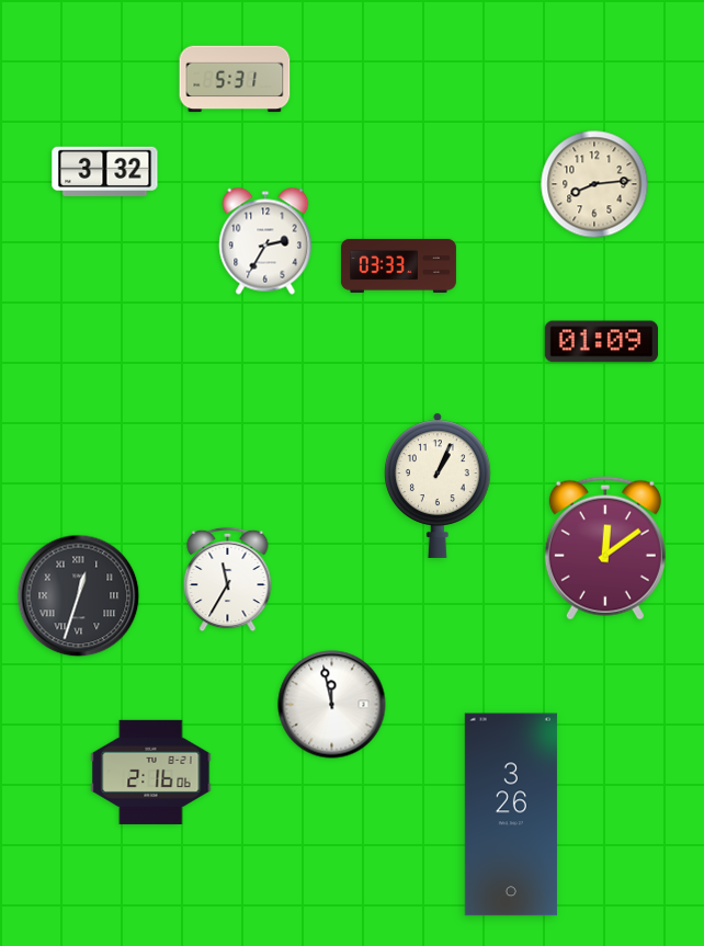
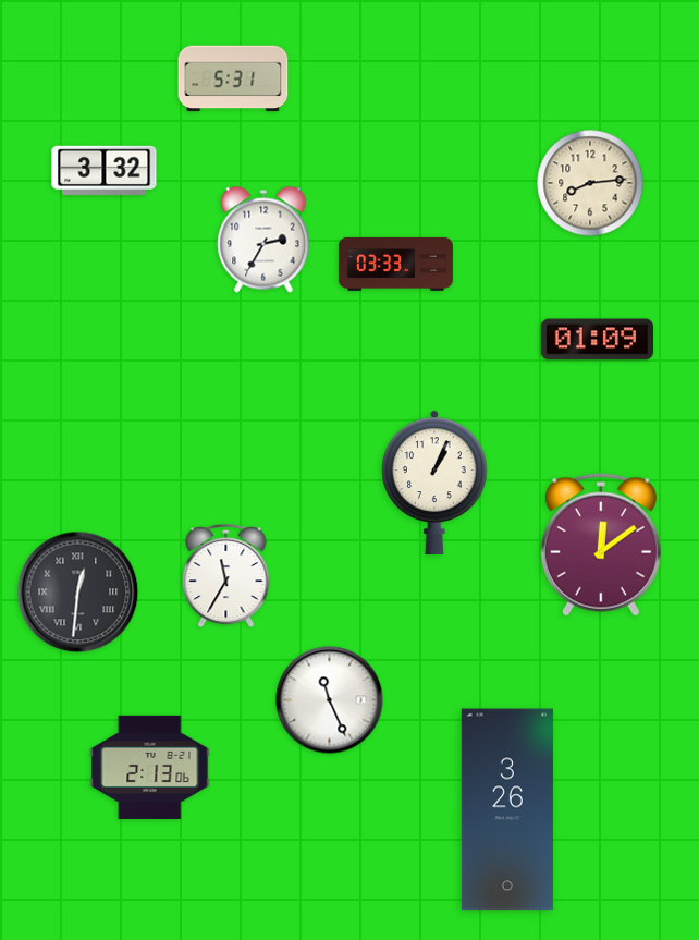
clock at (79, 596): 12:33 -> 12:31
clock at (332, 705): 11:58 -> 11:26
clock at (151, 772): 2:16 -> 2:13
